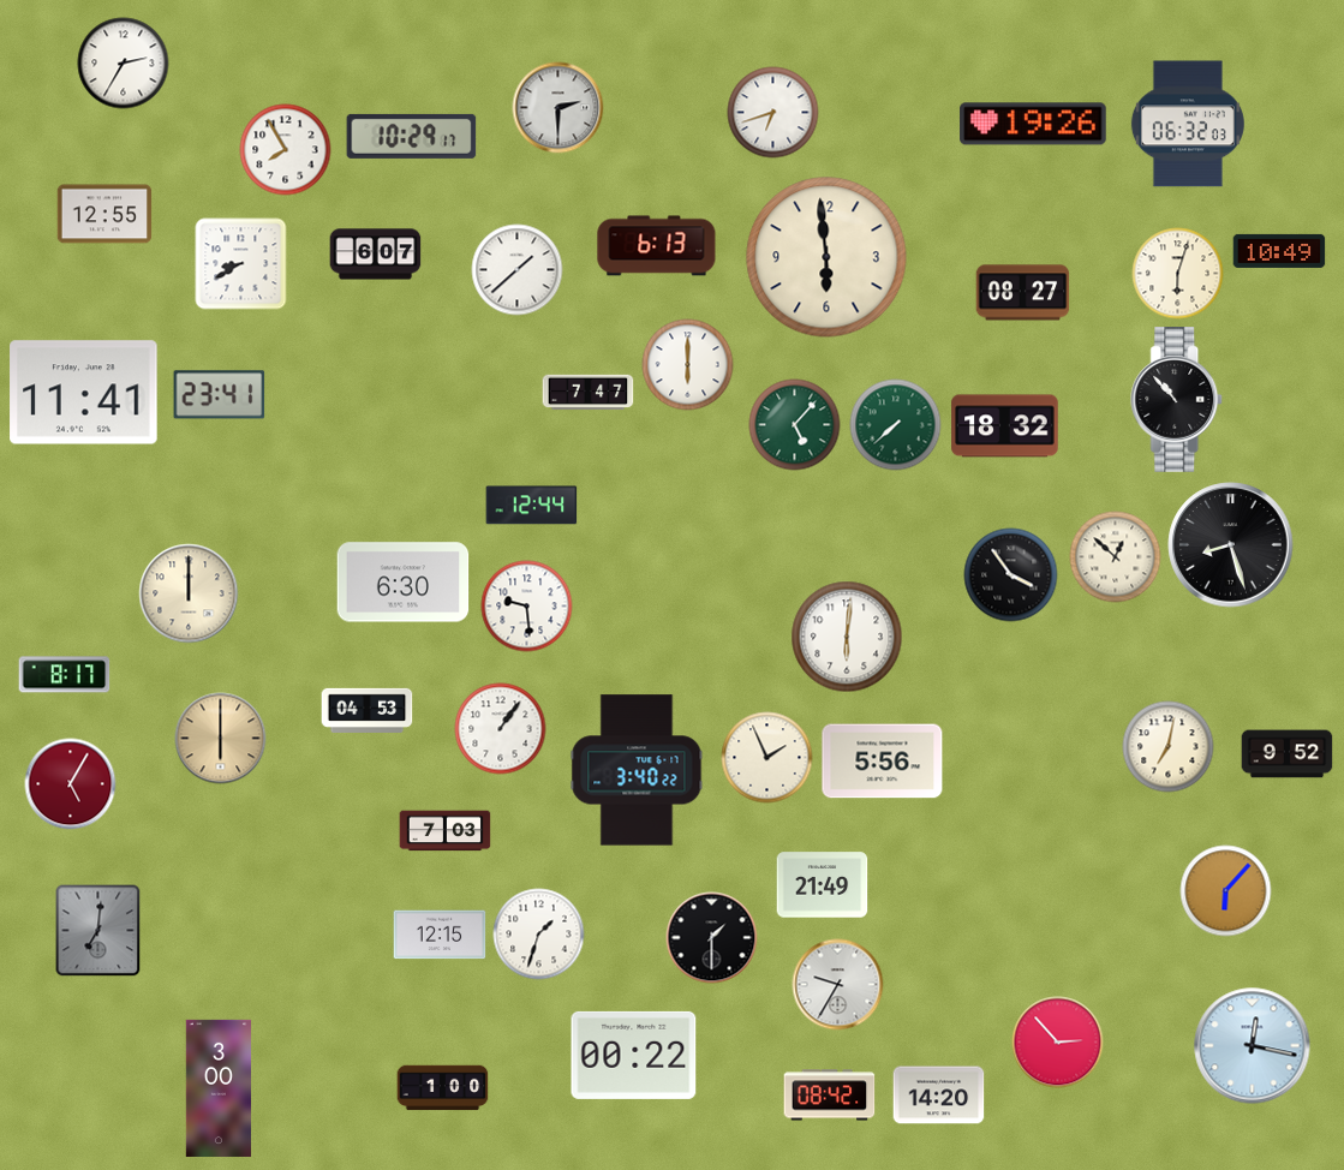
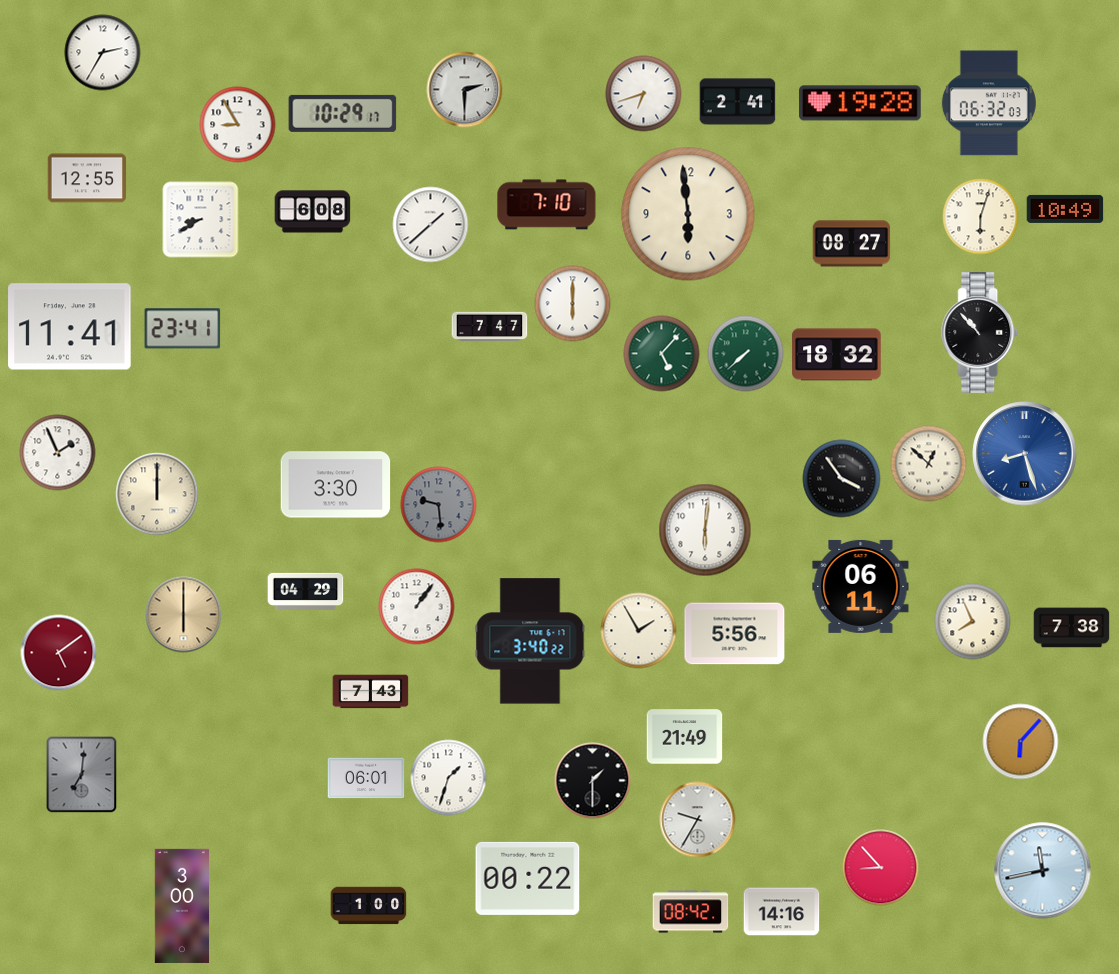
clock at (738, 102): none -> 2:41
clock at (1033, 124): 19:26 -> 19:28
clock at (286, 150): 7:55 -> 8:55
clock at (657, 246): 6:13 -> 7:10
clock at (376, 255): 6:07 -> 6:08
clock at (1178, 274) position: (1178, 274) -> (981, 217)
clock at (532, 506): 12:44 -> none
clock at (58, 453): none -> 1:56
clock at (1231, 545) dial: black -> blue
clock at (404, 583): 6:30 -> 3:30
clock at (527, 607) dial: white -> grey
clock at (65, 675): 8:17 -> none
clock at (861, 586): none -> 06:11
clock at (368, 710): 04:53 -> 04:29
clock at (1169, 747): 7:02 -> 7:56
clock at (1288, 754): 9:52 -> 7:38
clock at (767, 758): 1:56 -> 1:55
clock at (71, 784): 5:05 -> 5:09
clock at (446, 831): 7:03 -> 7:43
clock at (440, 935): 12:15 -> 06:01
clock at (1058, 1043): 2:53 -> 8:53
clock at (1253, 1046): 12:17 -> 11:43
clock at (939, 1096): 14:20 -> 14:16
